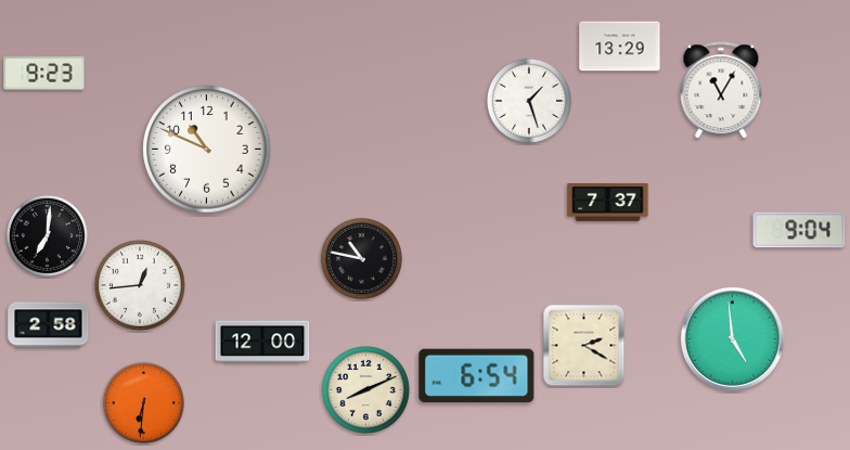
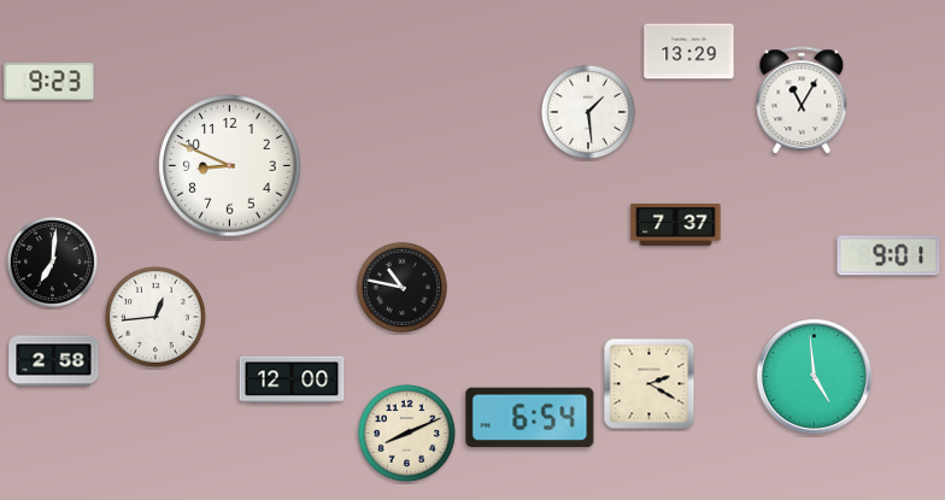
clock at (529, 101): 1:27 -> 1:29
clock at (207, 150): 10:49 -> 8:49
clock at (799, 230): 9:04 -> 9:01
clock at (143, 402): 6:31 -> none
